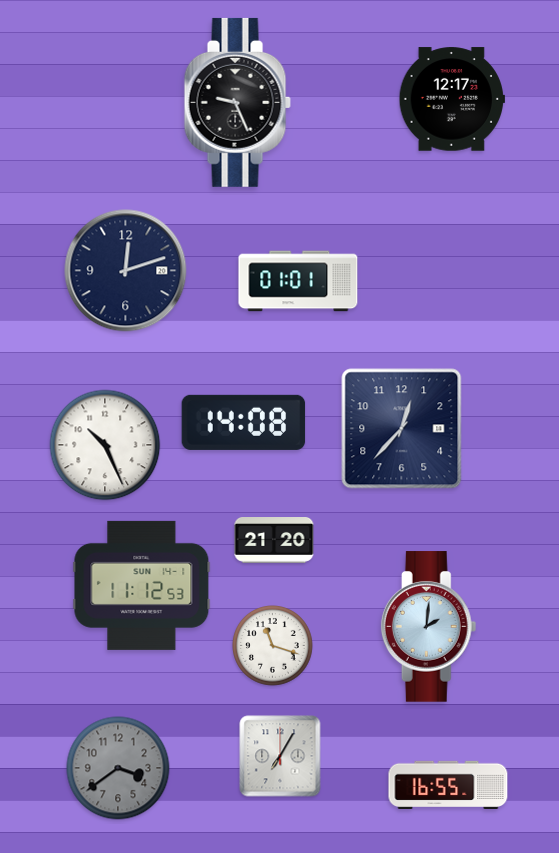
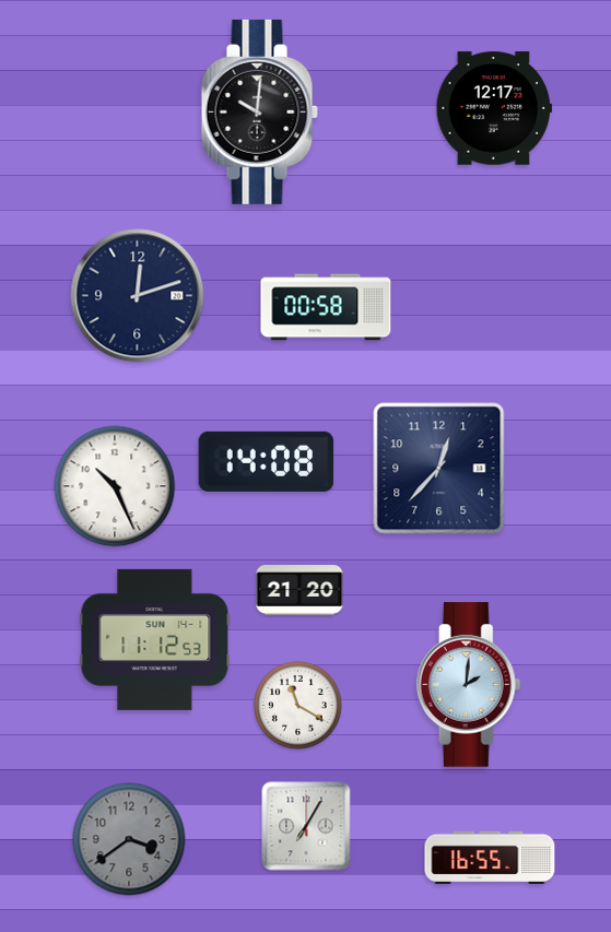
clock at (237, 102): 9:26 -> 10:01
clock at (298, 281): 01:01 -> 00:58
clock at (273, 646): 11:18 -> 11:20
